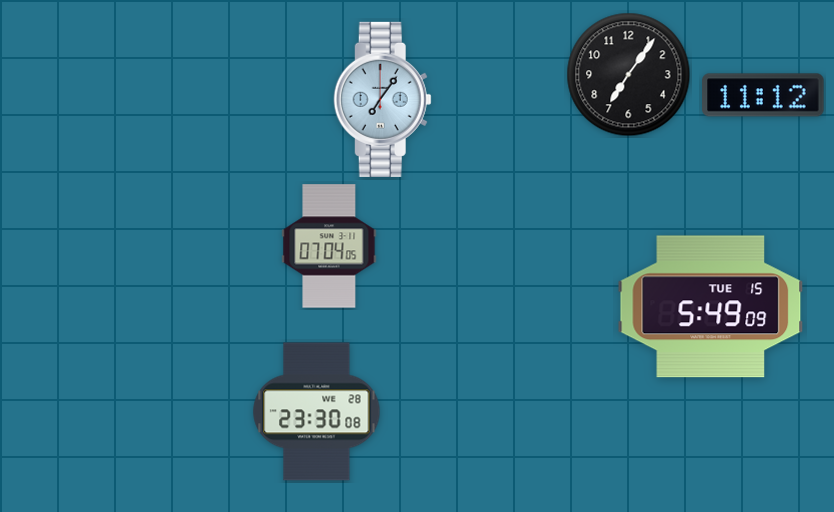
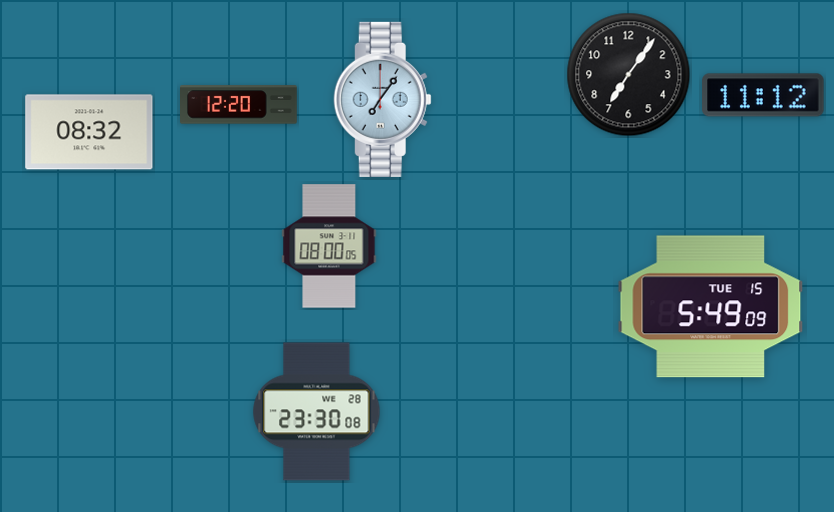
clock at (239, 105): none -> 12:20
clock at (89, 132): none -> 08:32
clock at (329, 246): 07:04 -> 08:00
